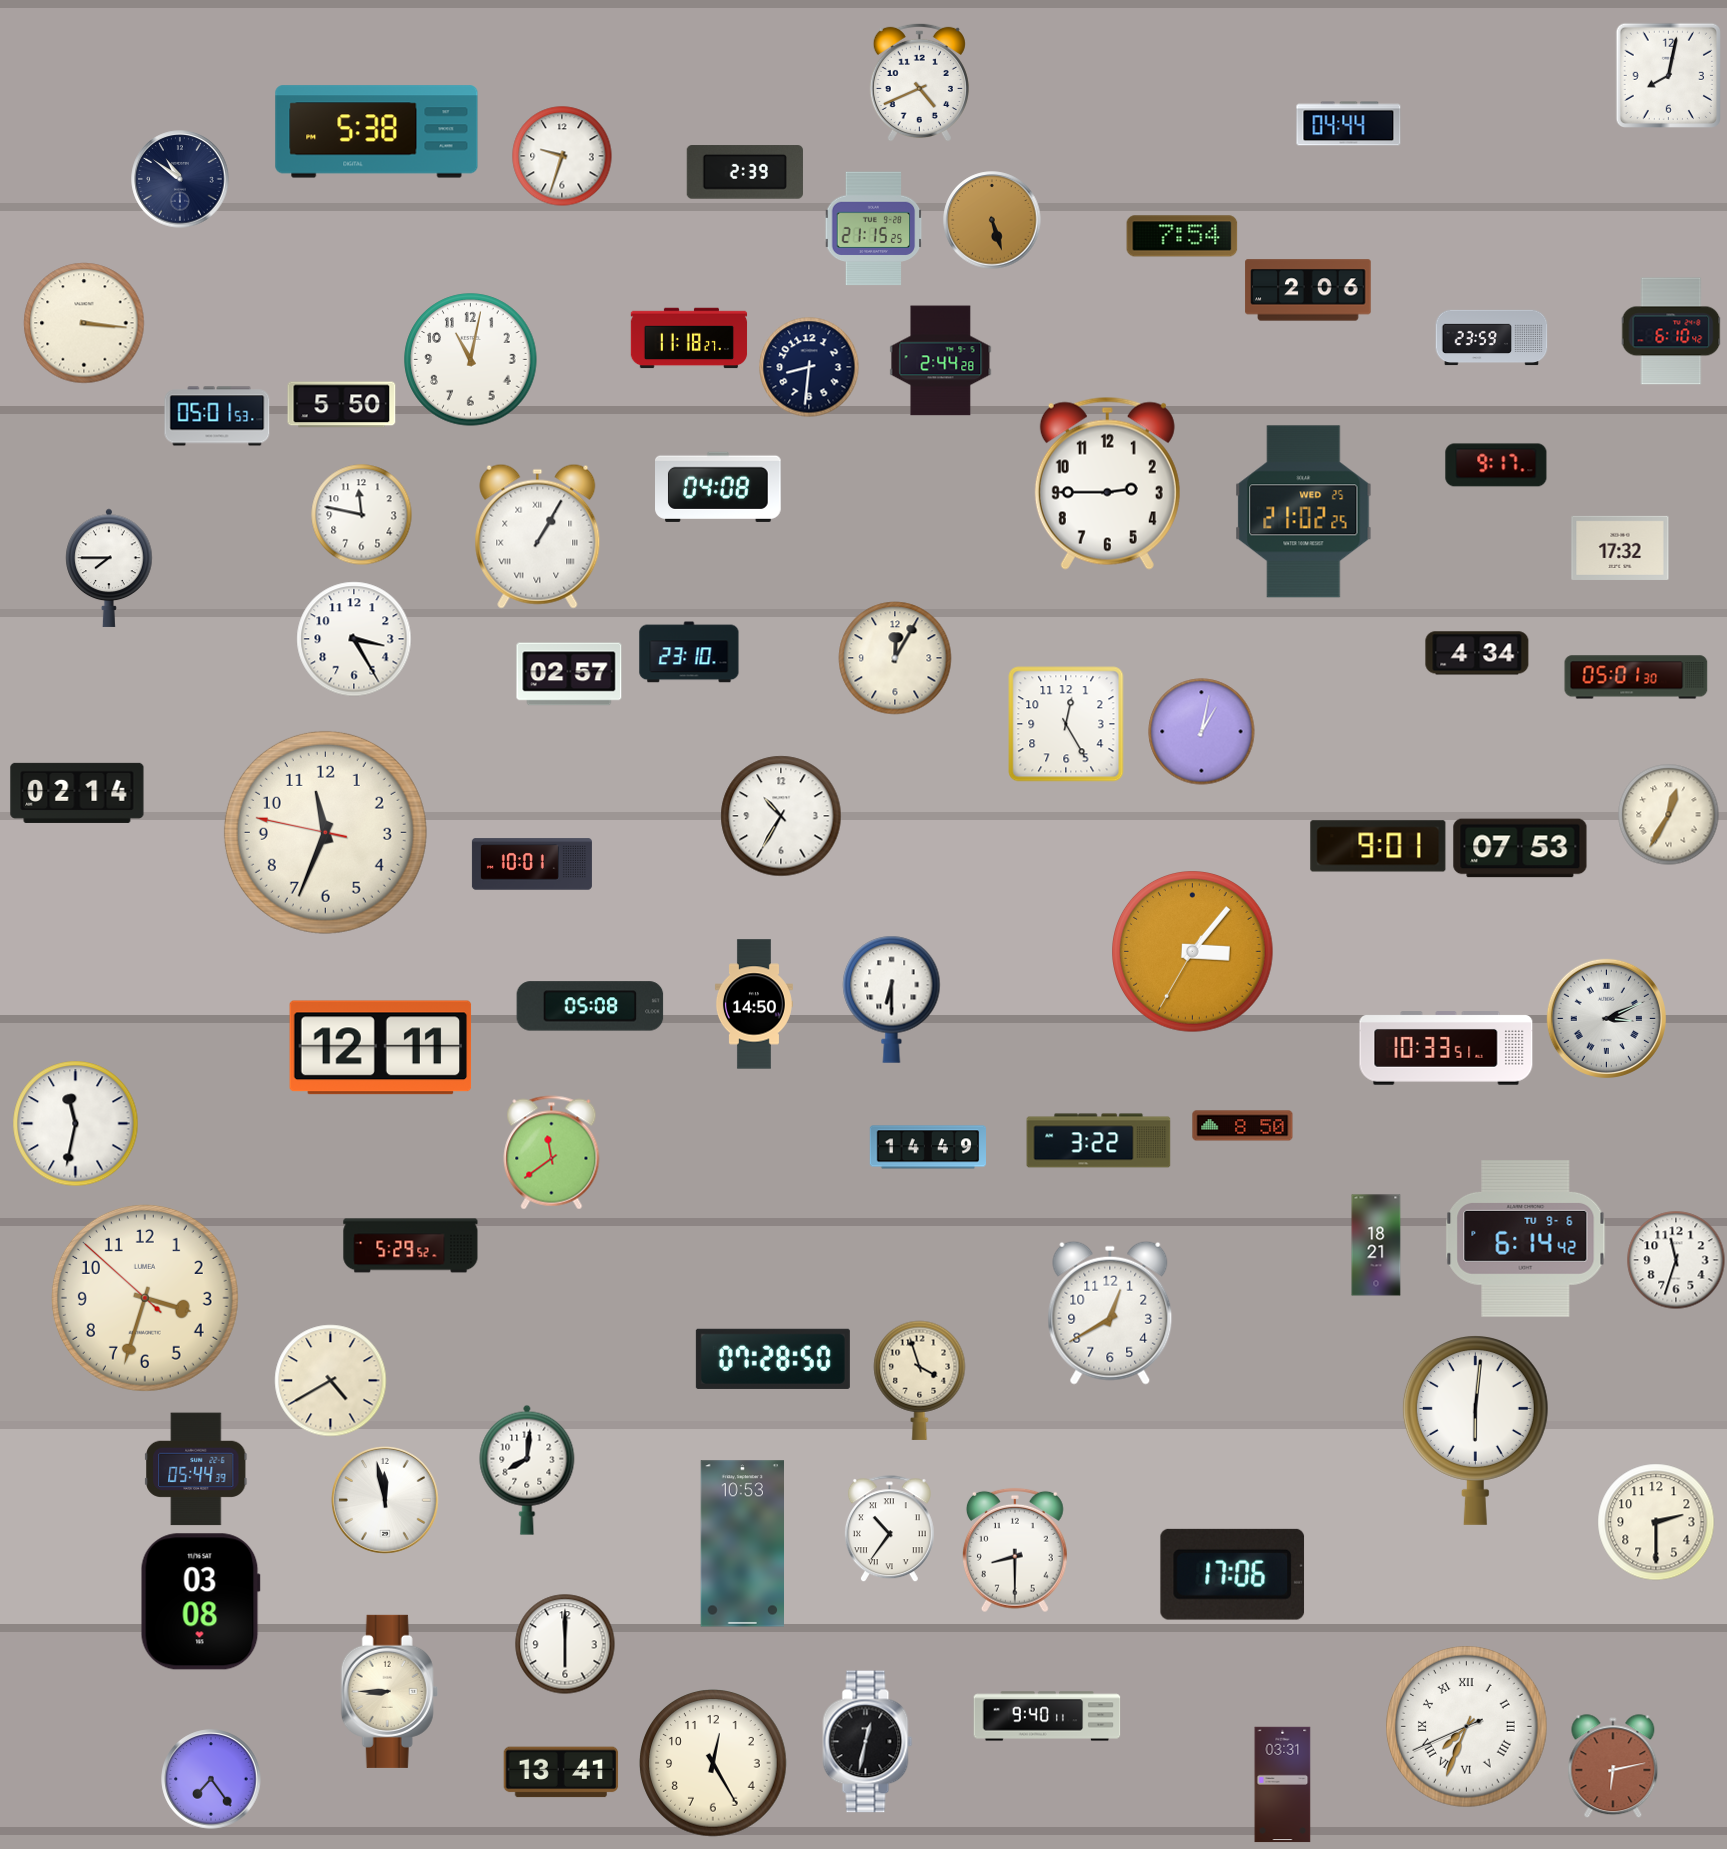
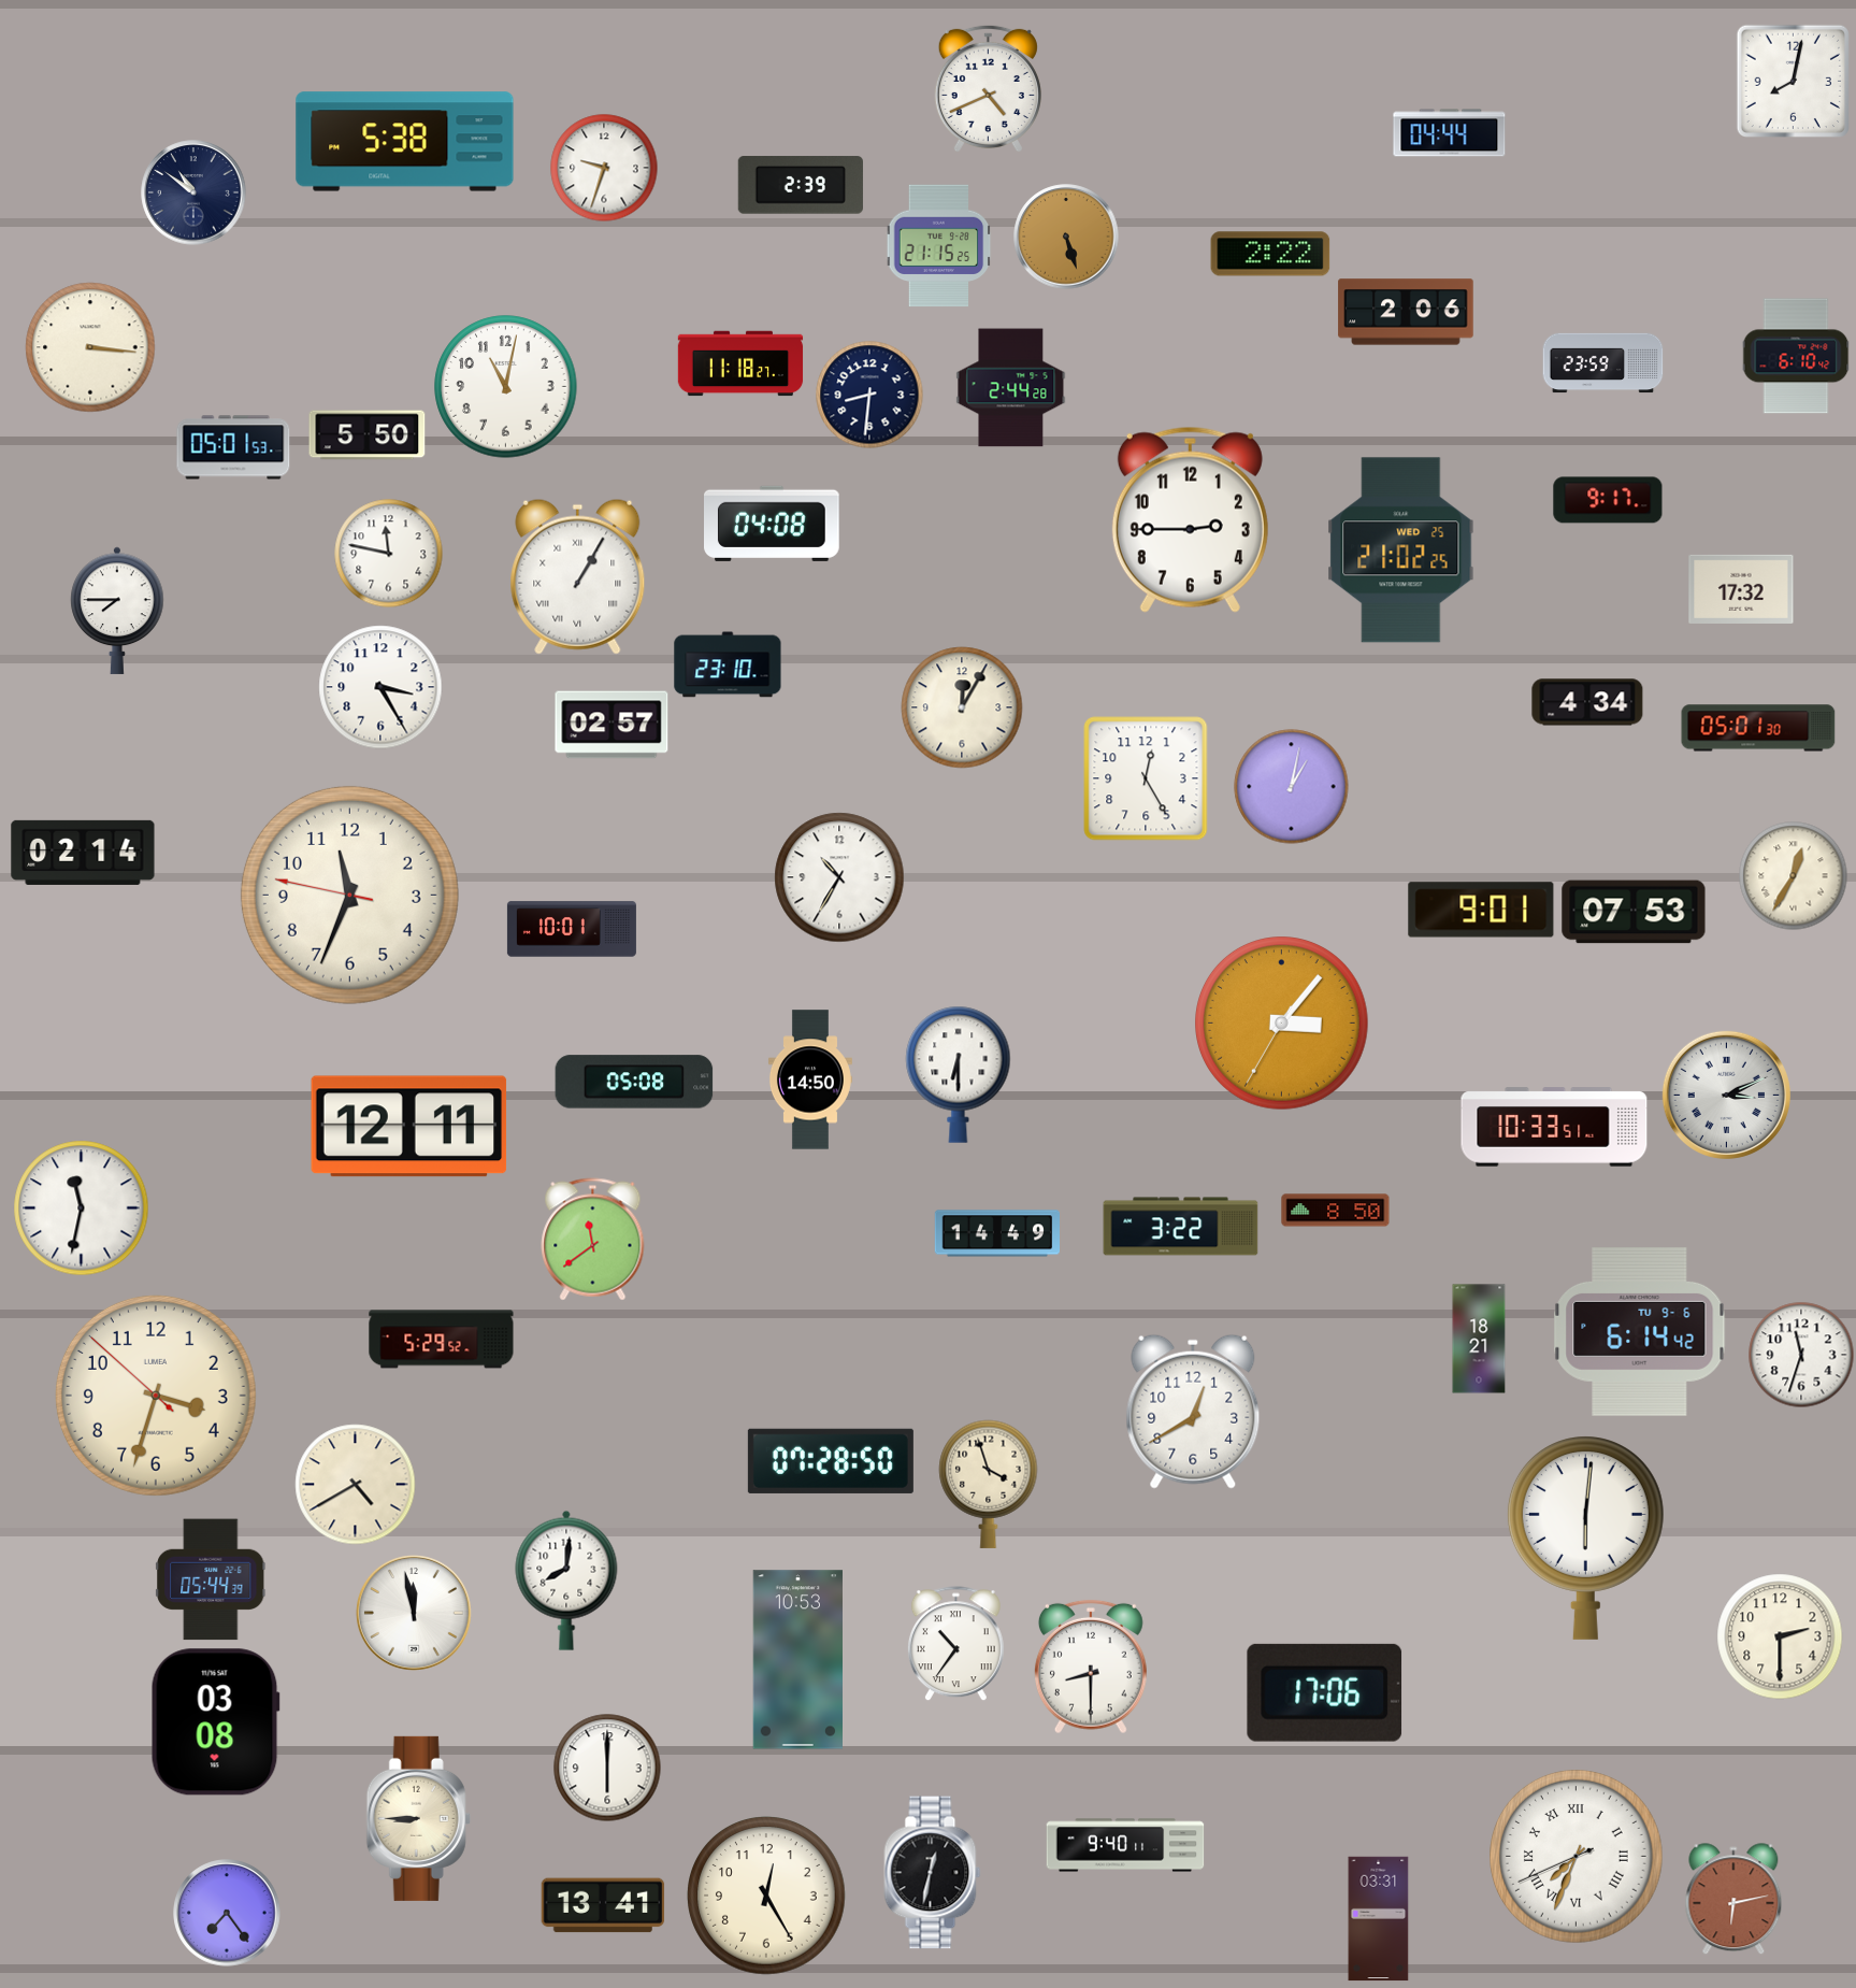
clock at (1182, 236): 7:54 -> 2:22
clock at (689, 652) position: (689, 652) -> (728, 664)
